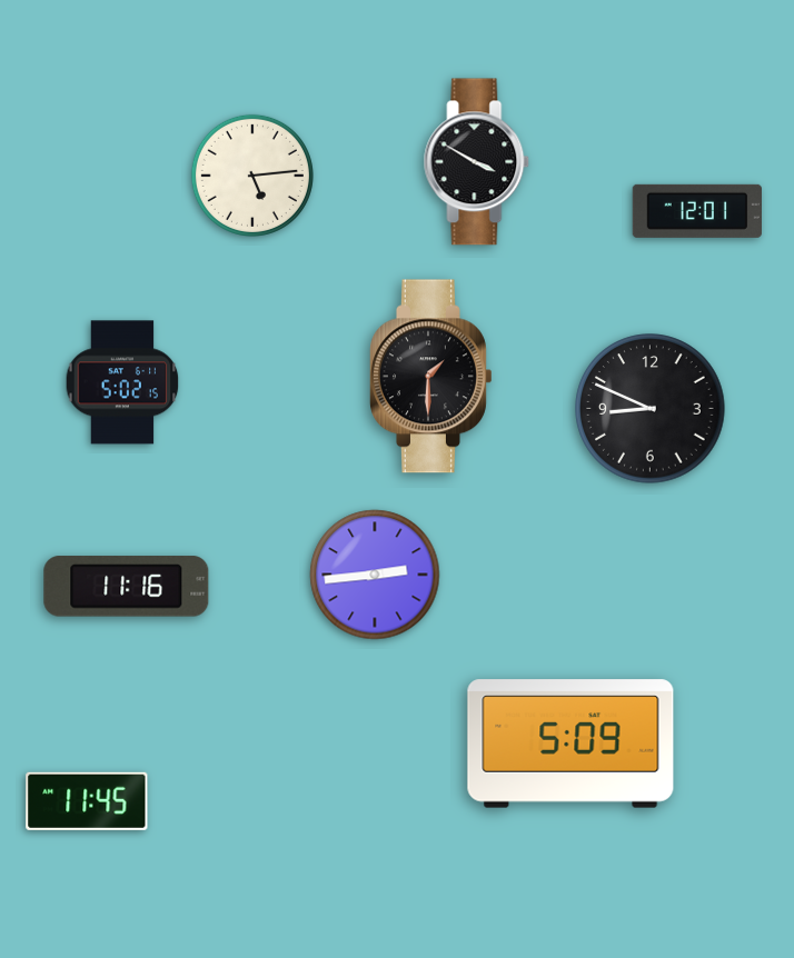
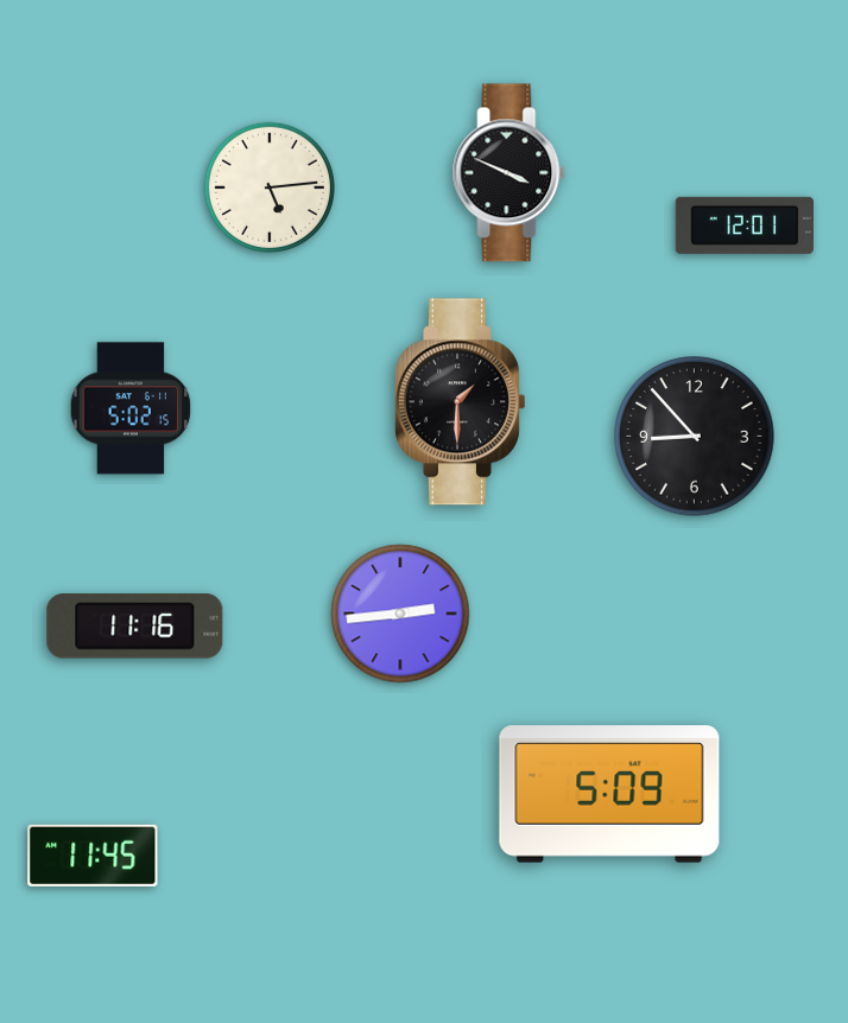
clock at (477, 162): 3:50 -> 3:49
clock at (651, 409): 8:49 -> 8:53
